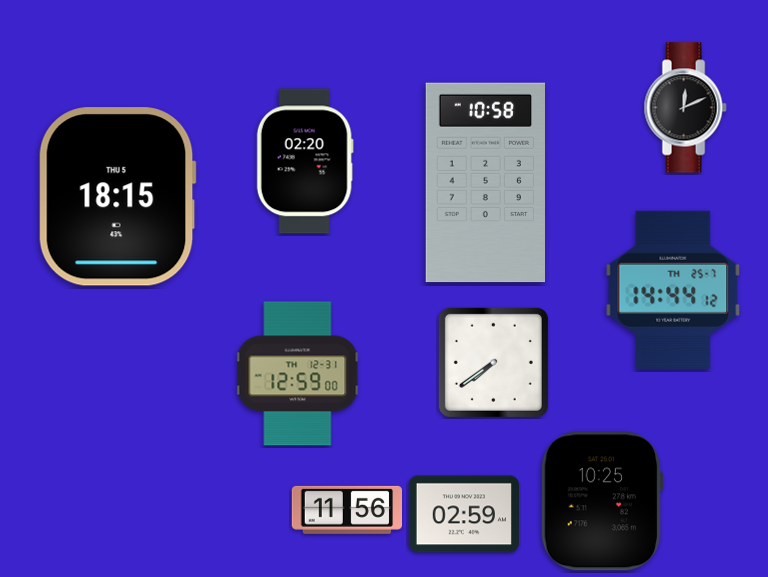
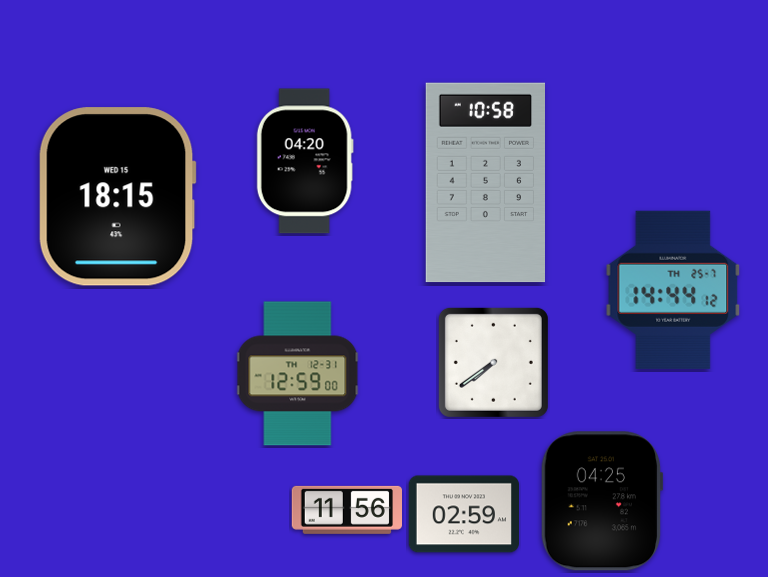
clock at (685, 108): 12:11 -> none
clock at (305, 161): 02:20 -> 04:20
clock at (117, 197) date: THU 5 -> WED 15
clock at (602, 501): 10:25 -> 04:25
